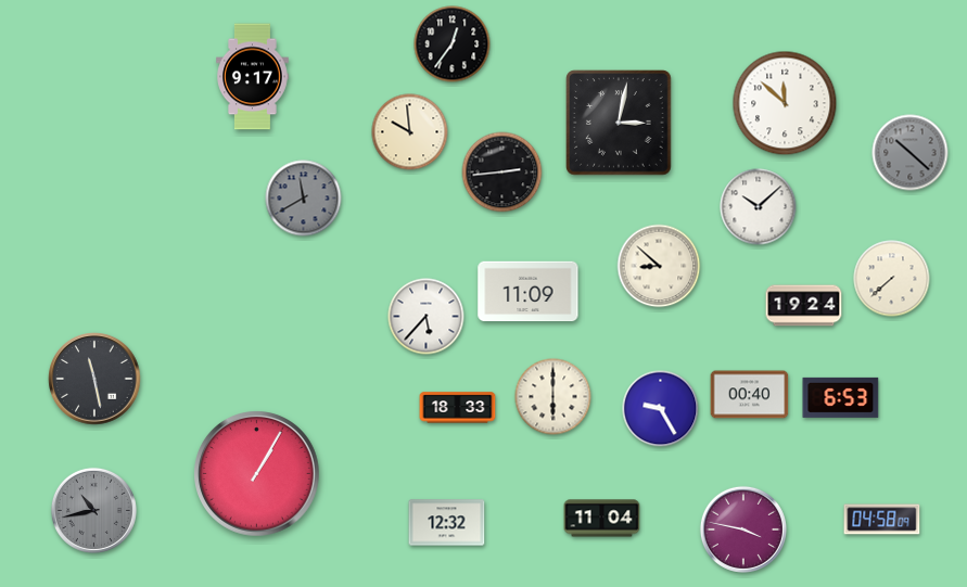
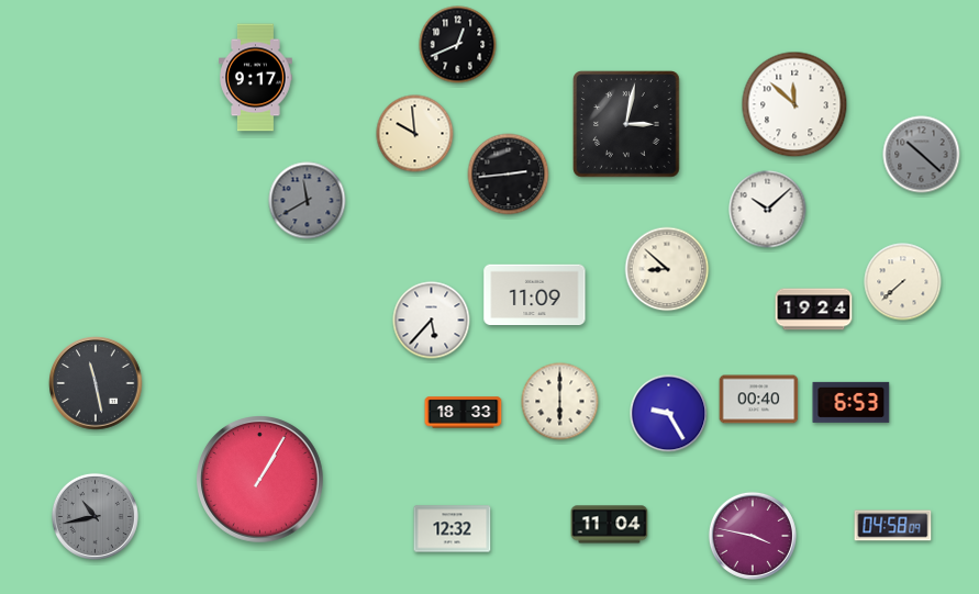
clock at (453, 44): 12:36 -> 12:41
